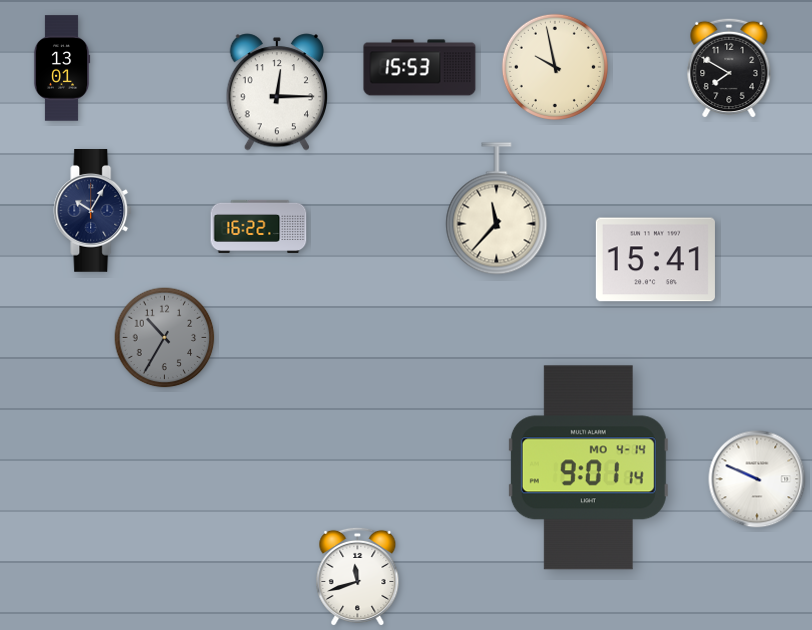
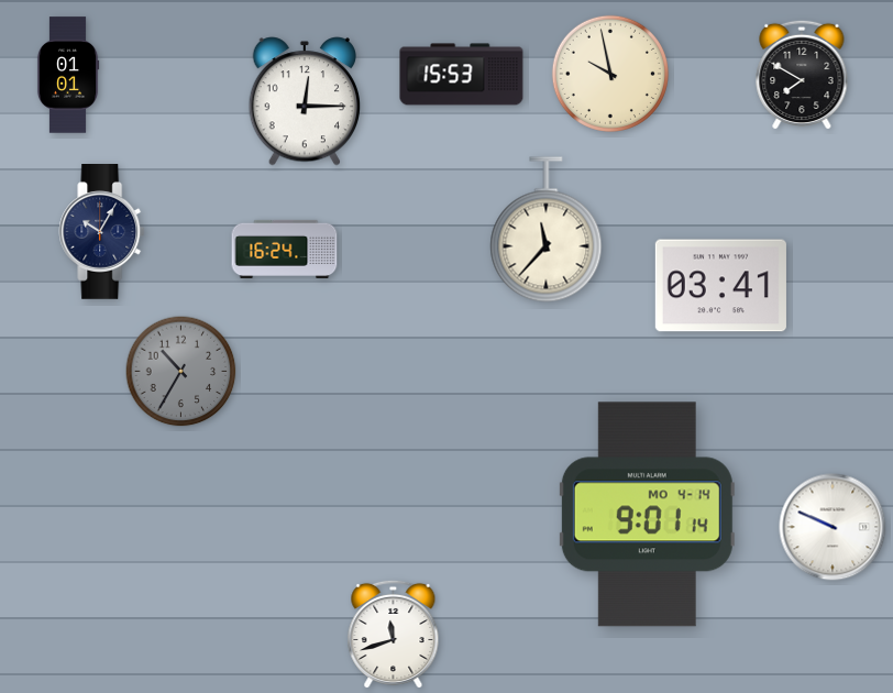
clock at (62, 68): 13:01 -> 01:01
clock at (259, 226): 16:22 -> 16:24
clock at (655, 260): 15:41 -> 03:41
